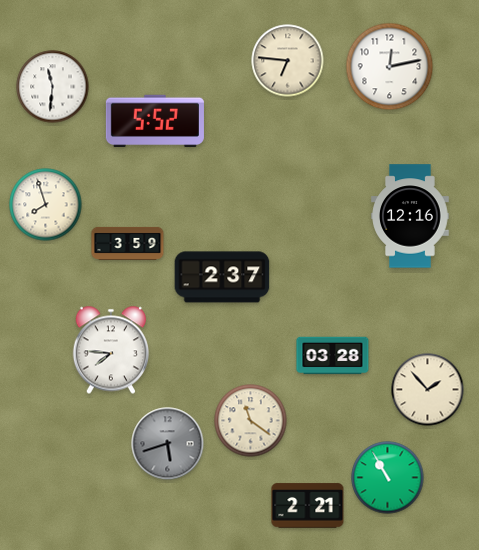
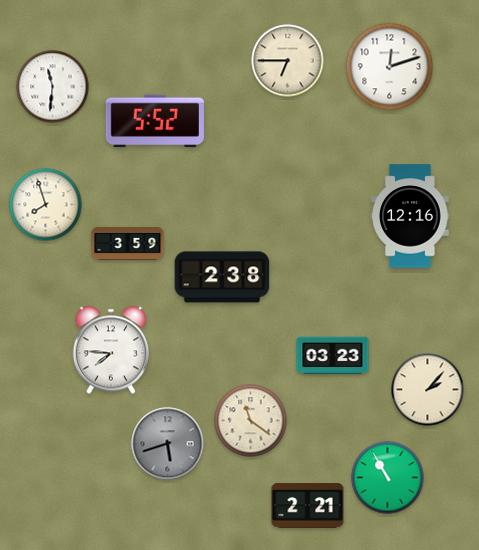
clock at (288, 61): 6:46 -> 6:45
clock at (390, 67): 12:13 -> 12:12
clock at (222, 277): 2:37 -> 2:38
clock at (333, 356): 03:28 -> 03:23
clock at (428, 390): 1:53 -> 2:07
